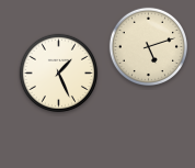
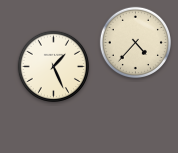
clock at (148, 46): 5:12 -> 4:37
